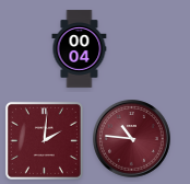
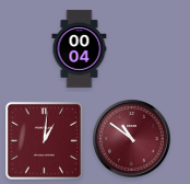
clock at (132, 139): 10:46 -> 10:51
clock at (44, 140): 2:01 -> 1:01
